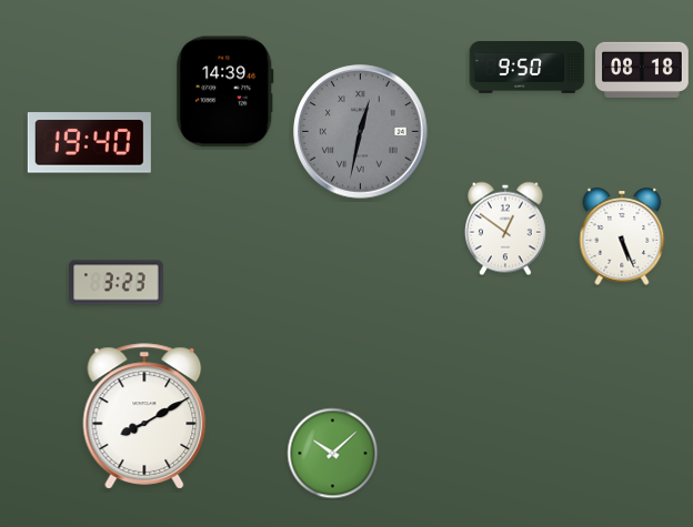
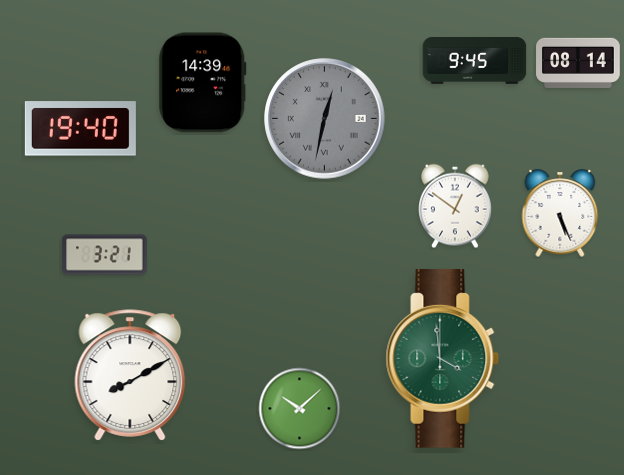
clock at (528, 68): 9:50 -> 9:45
clock at (642, 70): 08:18 -> 08:14
clock at (117, 283): 3:23 -> 3:21
clock at (443, 358): none -> 3:59
